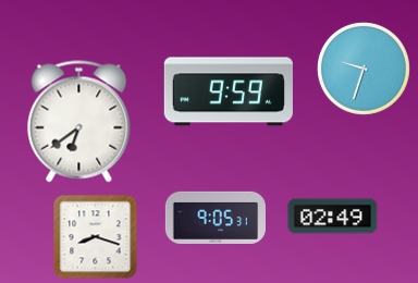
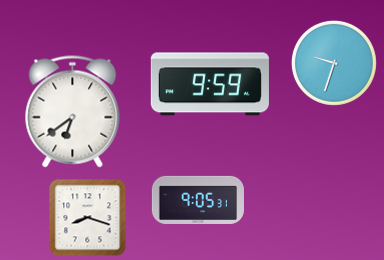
clock at (333, 217): 02:49 -> none
